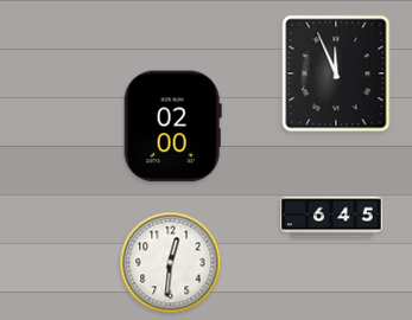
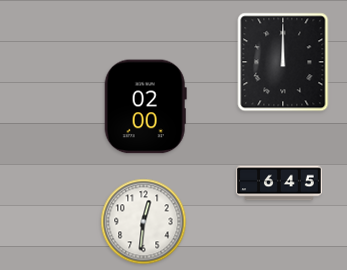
clock at (336, 73): 11:56 -> 12:00
